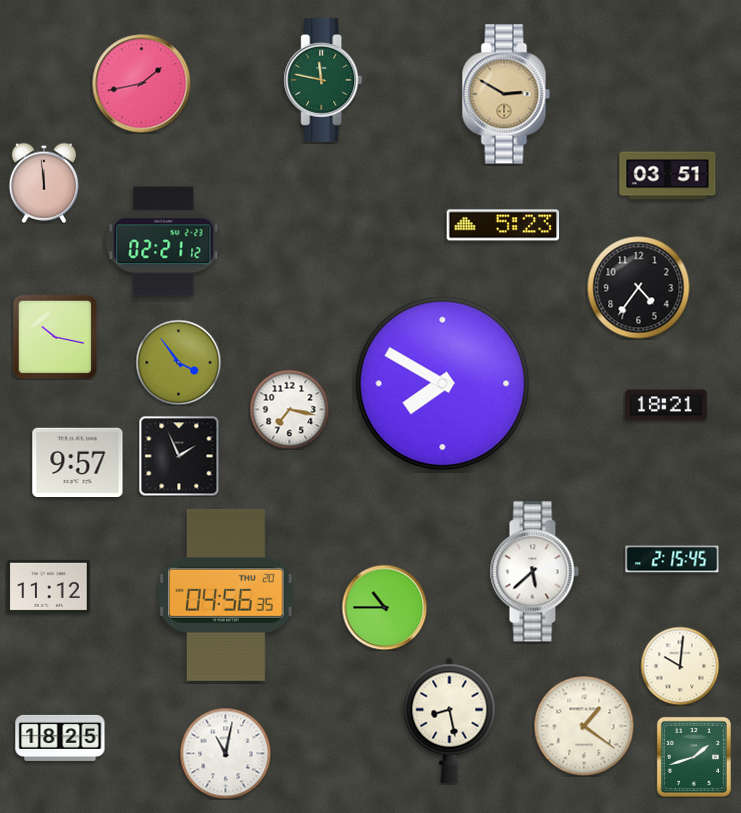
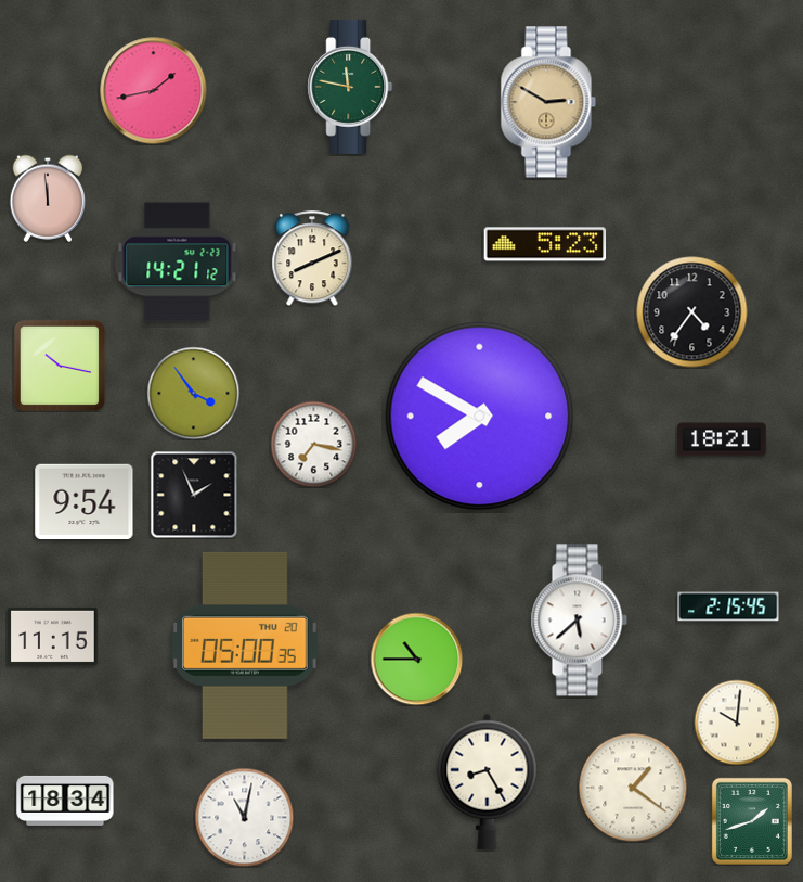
clock at (668, 176): 03:51 -> none
clock at (312, 258): none -> 8:11
clock at (164, 242): 02:21 -> 14:21
clock at (78, 462): 9:57 -> 9:54
clock at (49, 586): 11:12 -> 11:15
clock at (226, 595): 04:56 -> 05:00
clock at (450, 720): 8:28 -> 8:25
clock at (60, 738): 18:25 -> 18:34
